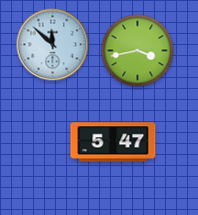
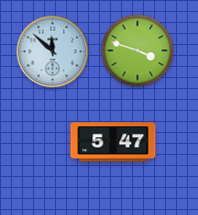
clock at (53, 45) position: (53, 45) -> (53, 52)
clock at (138, 51): 3:43 -> 3:48
